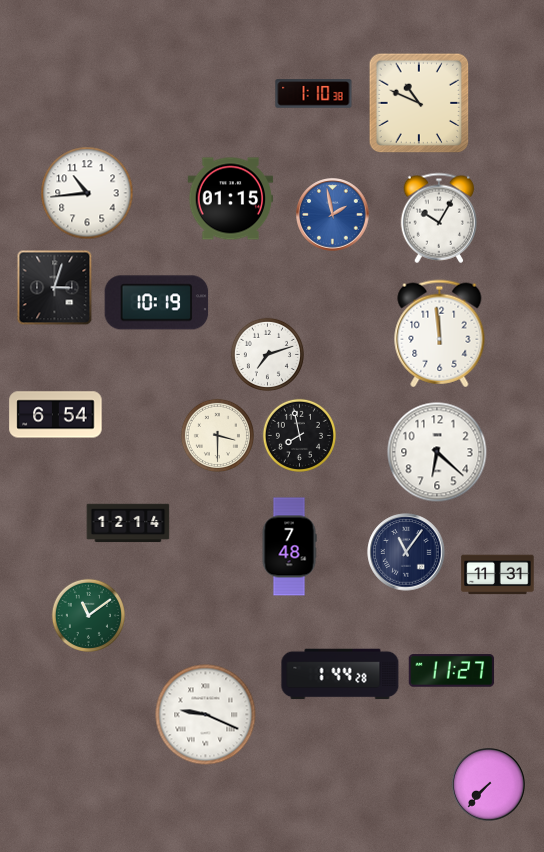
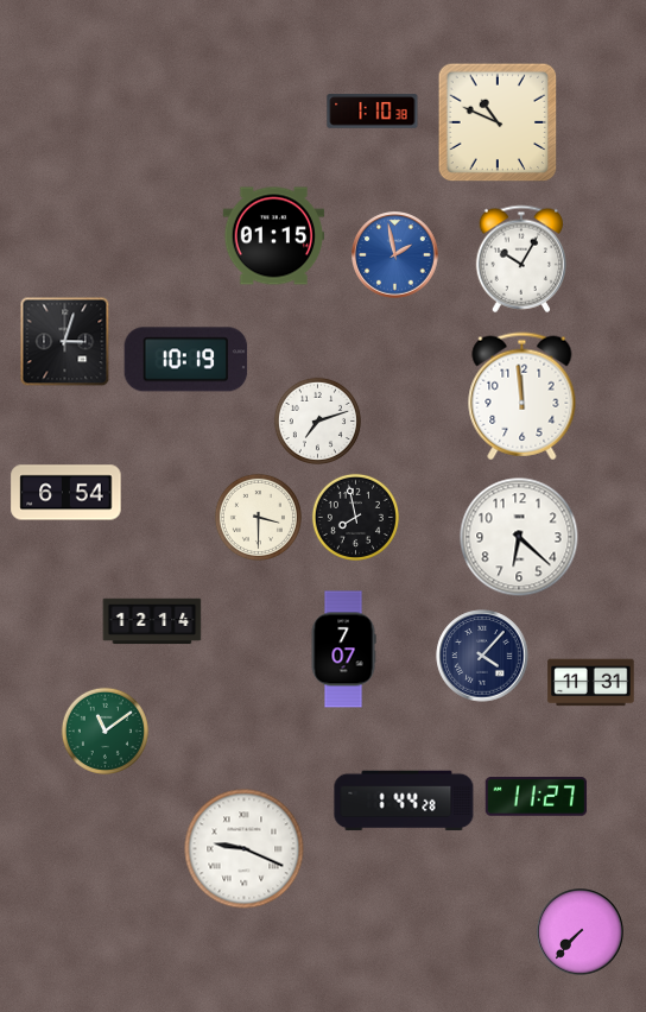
clock at (87, 193): 10:44 -> none
clock at (289, 547): 7:48 -> 7:07
clock at (406, 552): 11:06 -> 4:07
